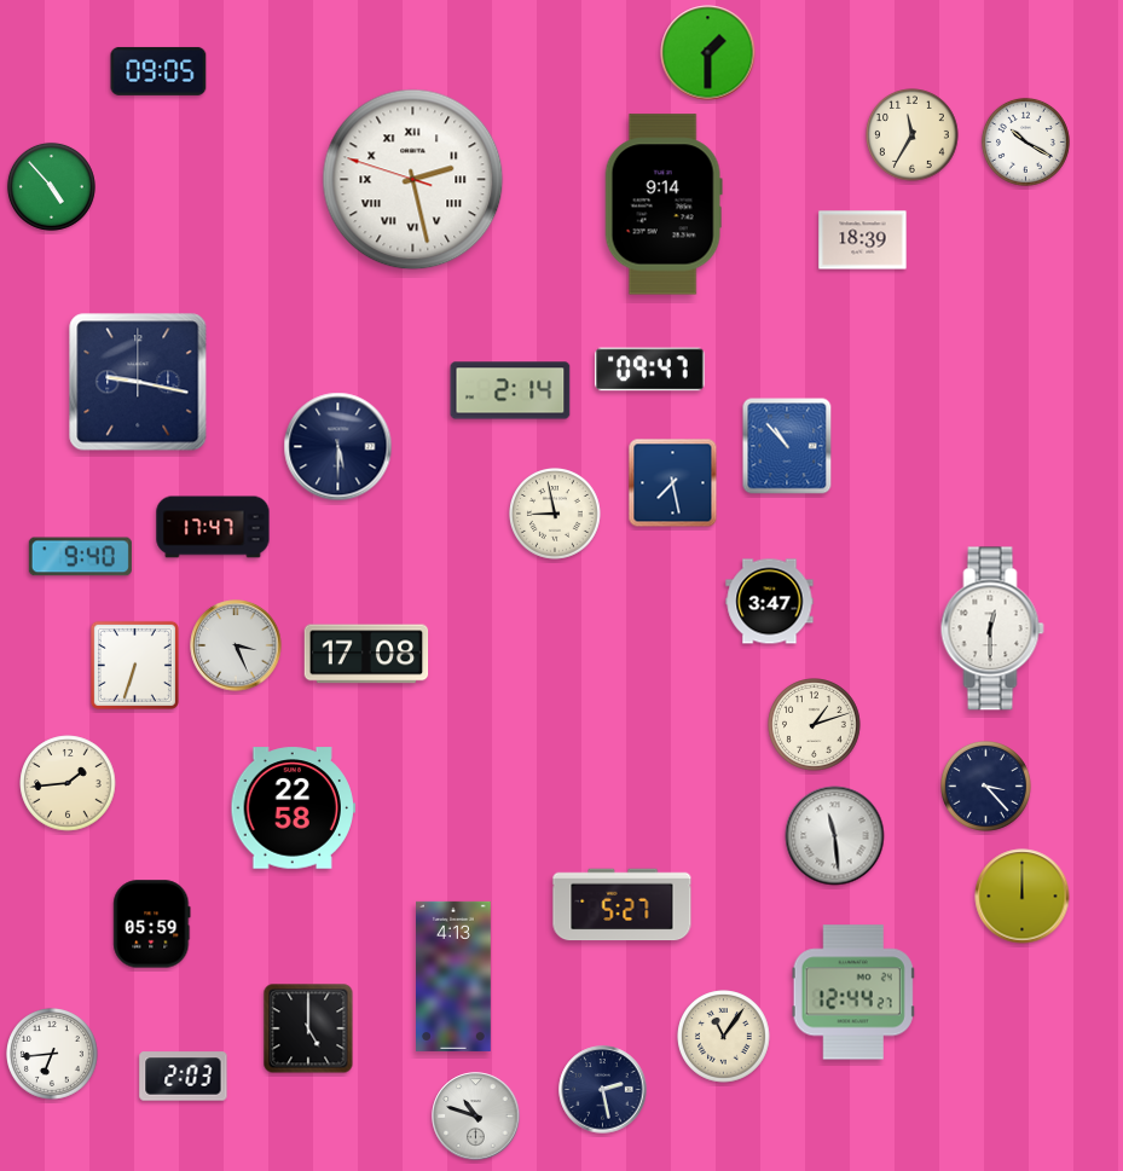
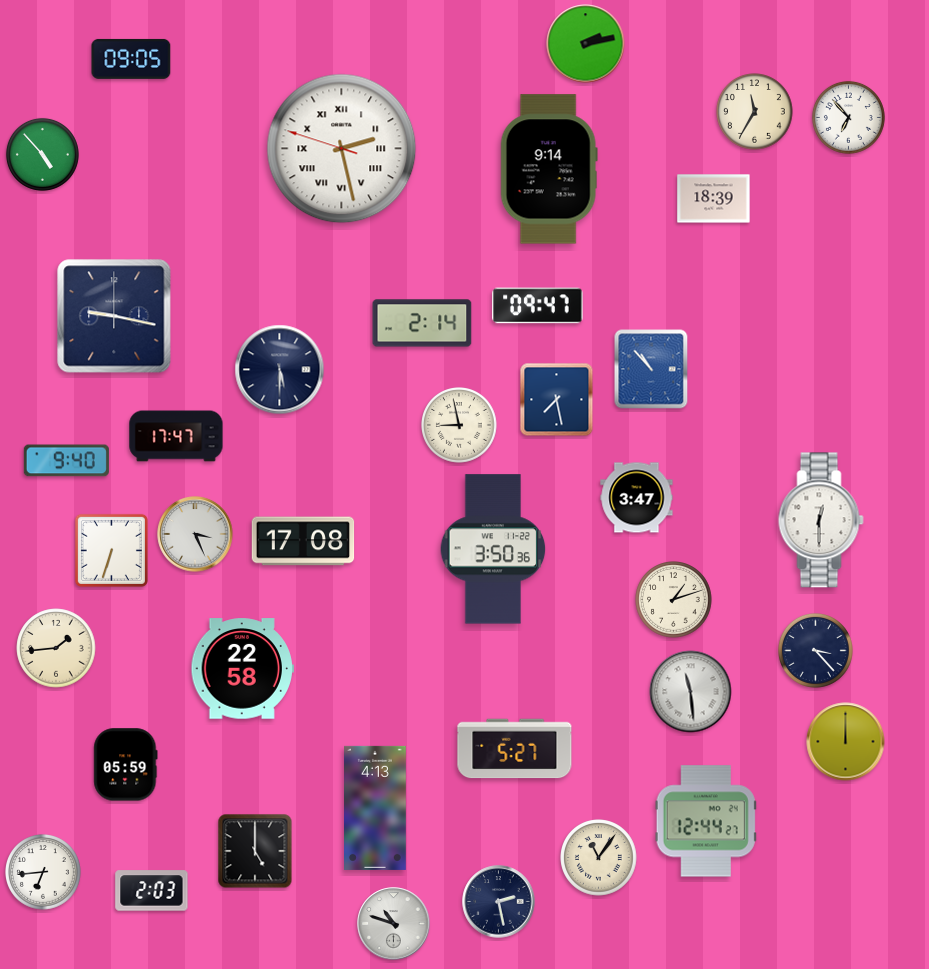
clock at (708, 53): 1:30 -> 2:13
clock at (1025, 141): 10:20 -> 6:53
clock at (493, 549): none -> 3:50
